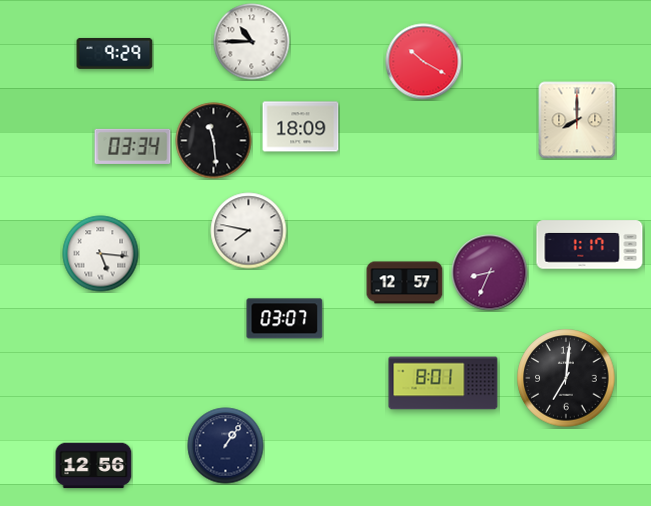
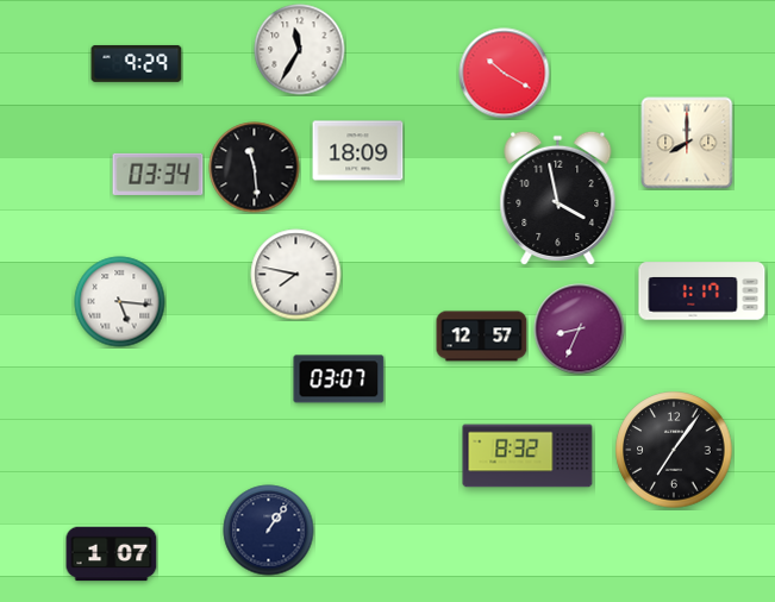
clock at (252, 42): 10:45 -> 11:35
clock at (558, 199): none -> 3:58
clock at (490, 273) position: (490, 273) -> (580, 330)
clock at (566, 378): 7:01 -> 7:06
clock at (443, 383): 8:01 -> 8:32
clock at (94, 466): 12:56 -> 1:07
